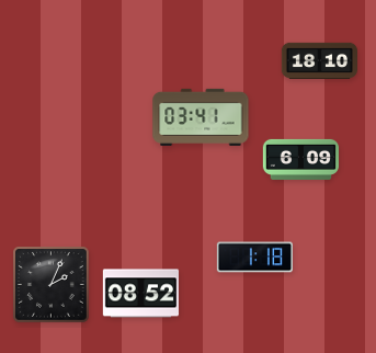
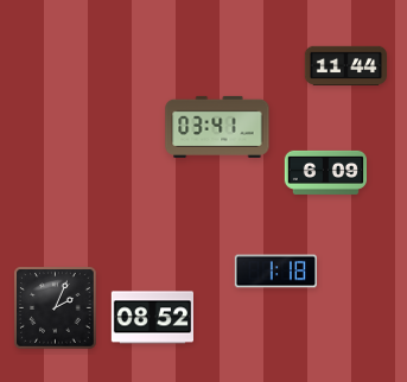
clock at (320, 61): 18:10 -> 11:44
clock at (254, 258) position: (254, 258) -> (275, 272)
